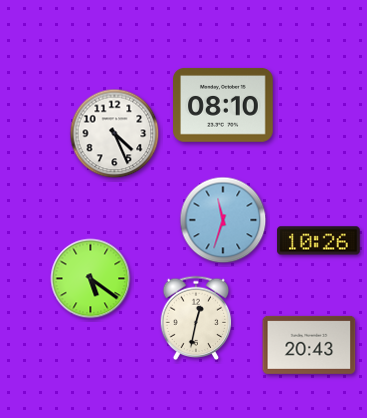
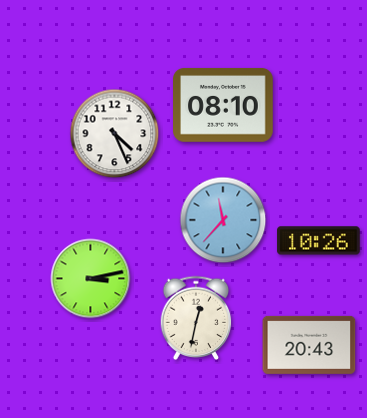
clock at (223, 220): 11:33 -> 11:37
clock at (91, 279): 5:21 -> 3:13
